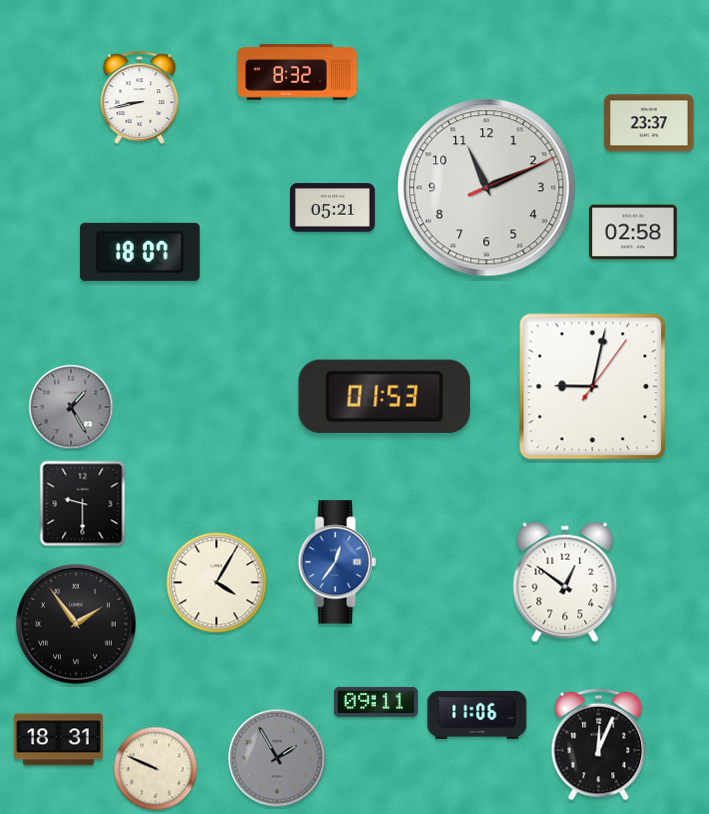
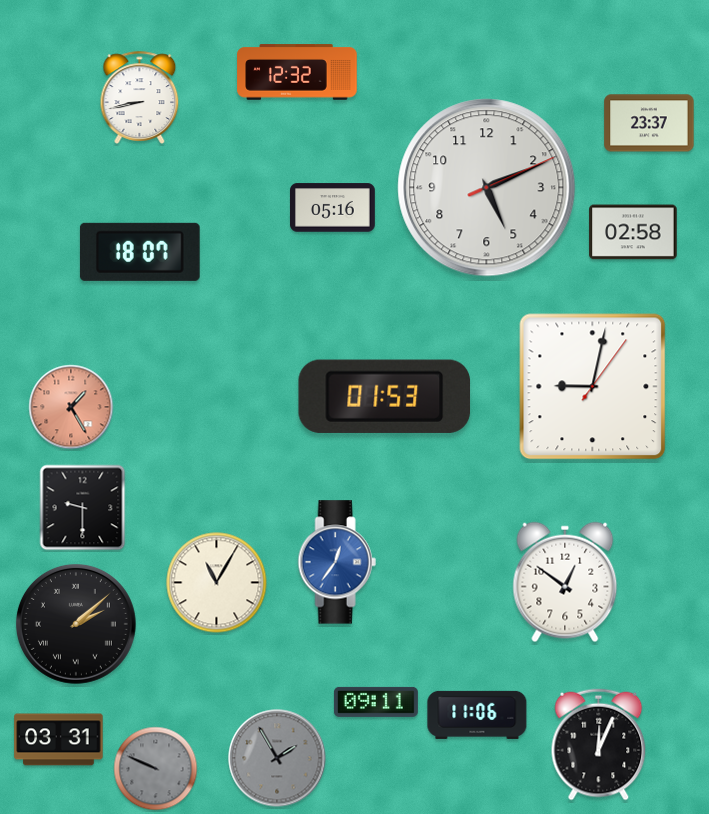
clock at (297, 72): 8:32 -> 12:32
clock at (487, 188): 11:11 -> 5:11
clock at (333, 208): 05:21 -> 05:16
clock at (71, 407) dial: grey -> salmon
clock at (83, 504) position: (83, 504) -> (83, 508)
clock at (217, 583): 4:05 -> 11:05
clock at (76, 624): 1:54 -> 2:08
clock at (59, 740): 18:31 -> 03:31
clock at (156, 769) dial: cream -> grey
